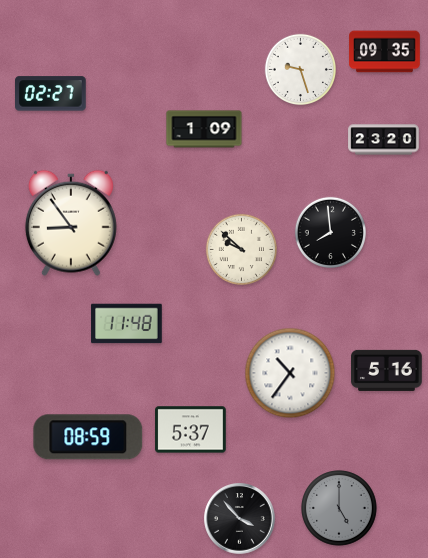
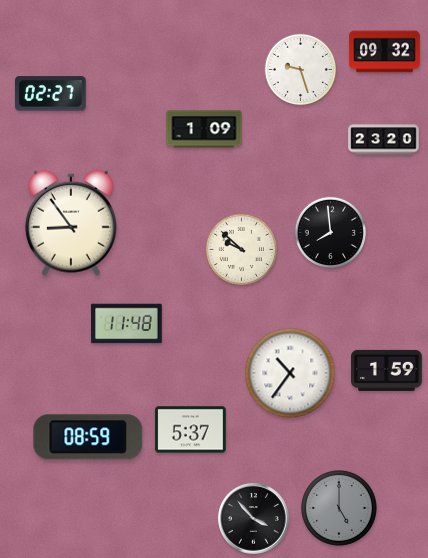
clock at (385, 52): 09:35 -> 09:32
clock at (387, 370): 5:16 -> 1:59
clock at (240, 519) position: (240, 519) -> (254, 519)
